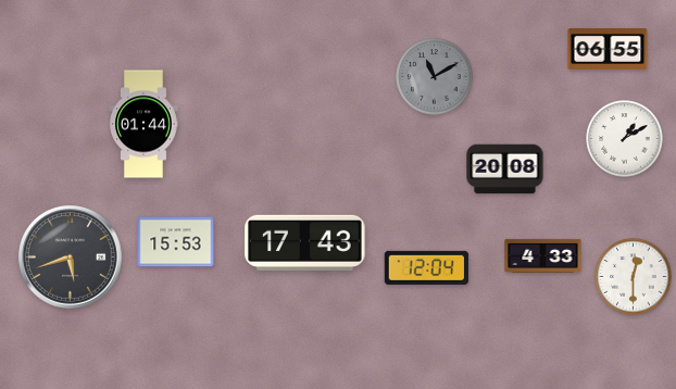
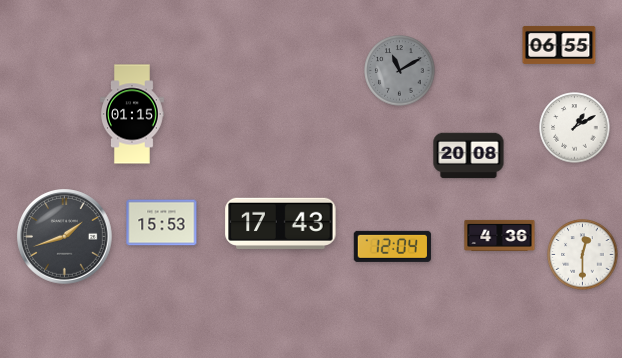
clock at (143, 124): 01:44 -> 01:15
clock at (505, 170) position: (505, 170) -> (469, 156)
clock at (543, 255): 4:33 -> 4:36
clock at (71, 258): 5:42 -> 1:42
